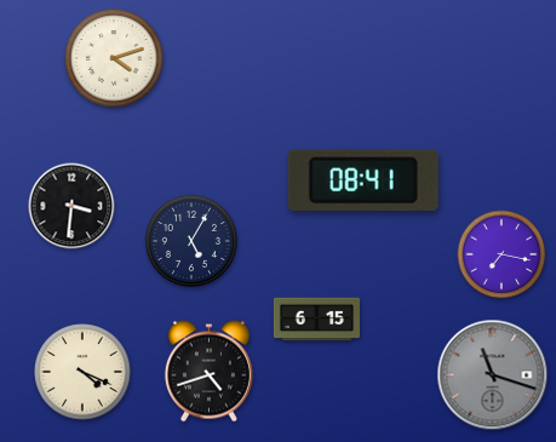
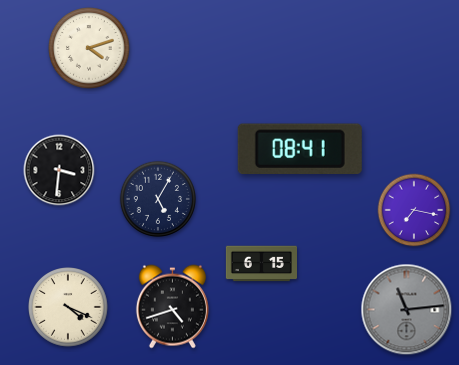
clock at (114, 58) position: (114, 58) -> (89, 48)
clock at (493, 375): 11:18 -> 11:14
